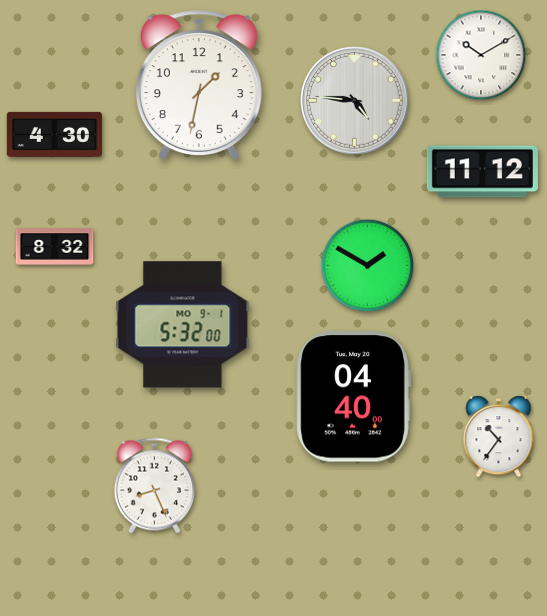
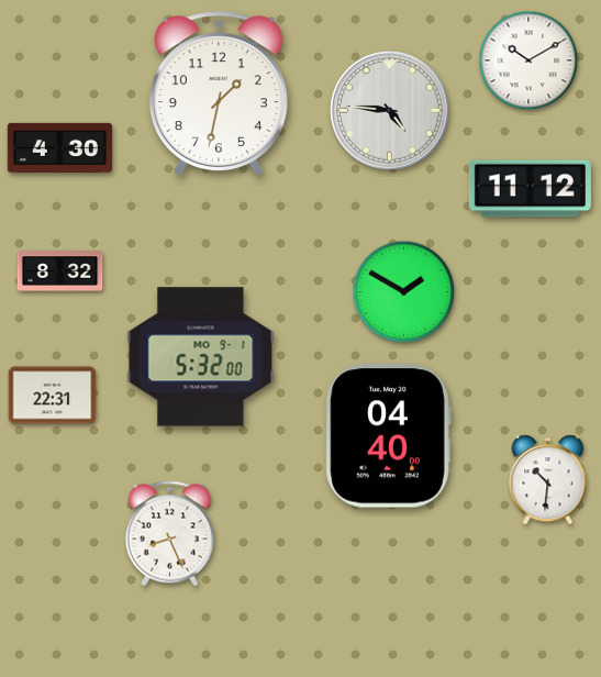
clock at (53, 396): none -> 22:31
clock at (499, 437): 10:36 -> 10:31
